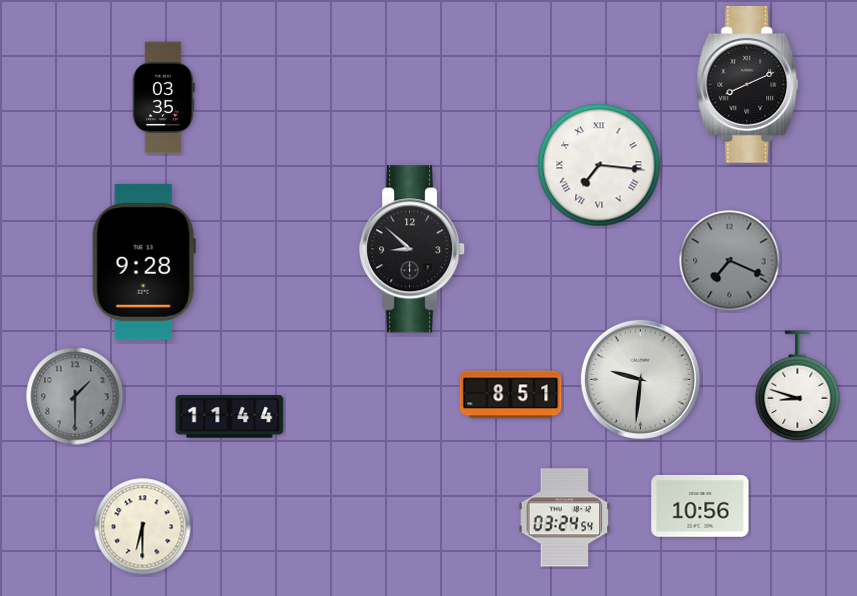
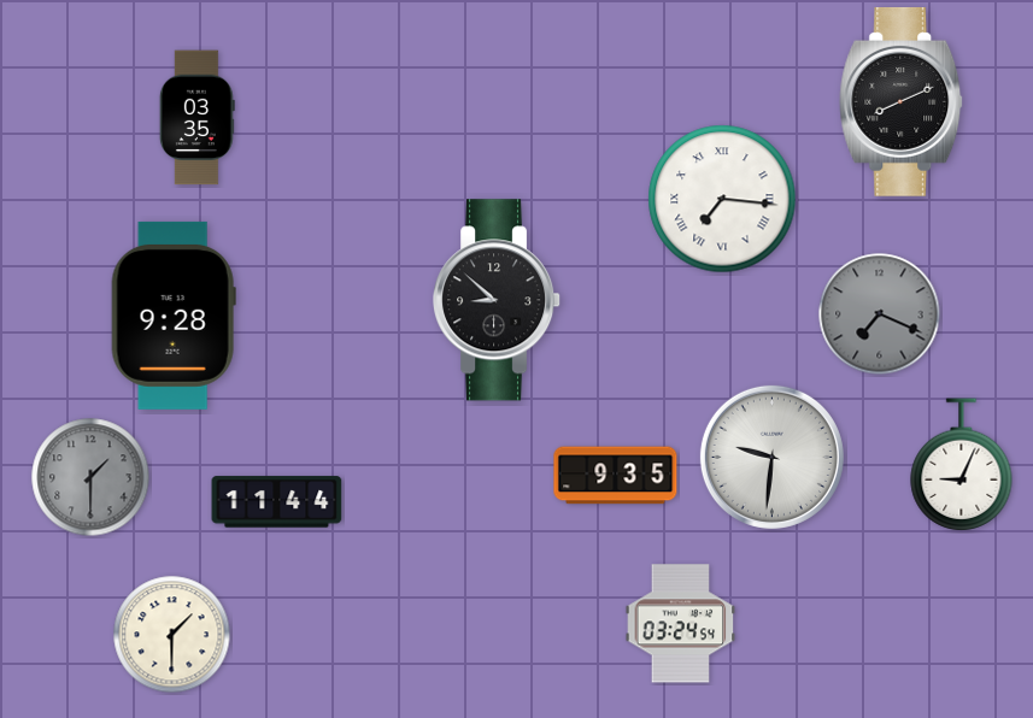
clock at (798, 386): 8:48 -> 9:04
clock at (511, 395): 8:51 -> 9:35
clock at (700, 507): 10:56 -> none
clock at (143, 527): 6:30 -> 1:30
